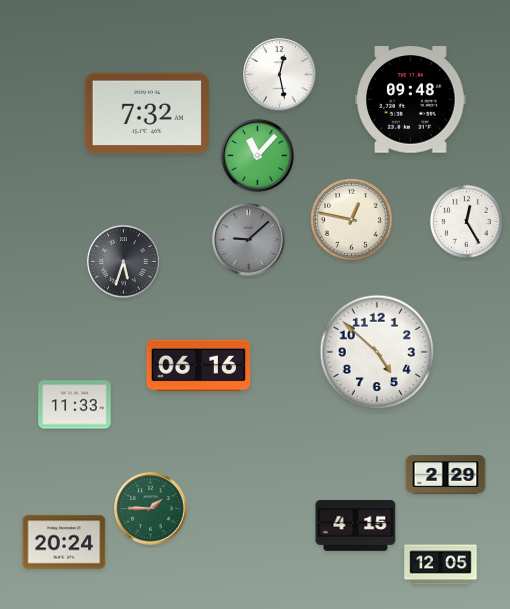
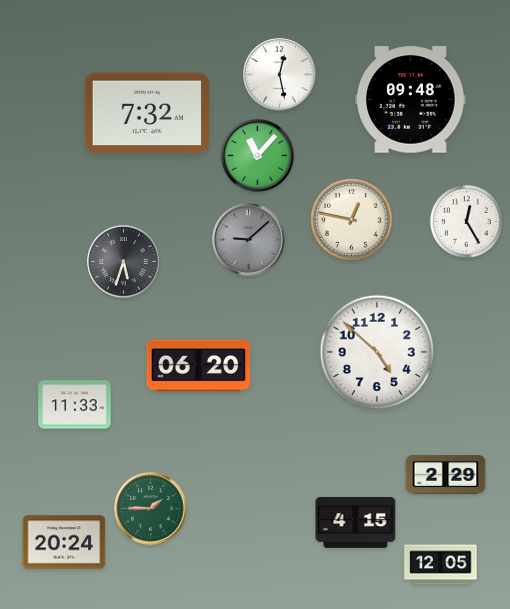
clock at (199, 366): 06:16 -> 06:20
clock at (356, 526) position: (356, 526) -> (356, 523)
